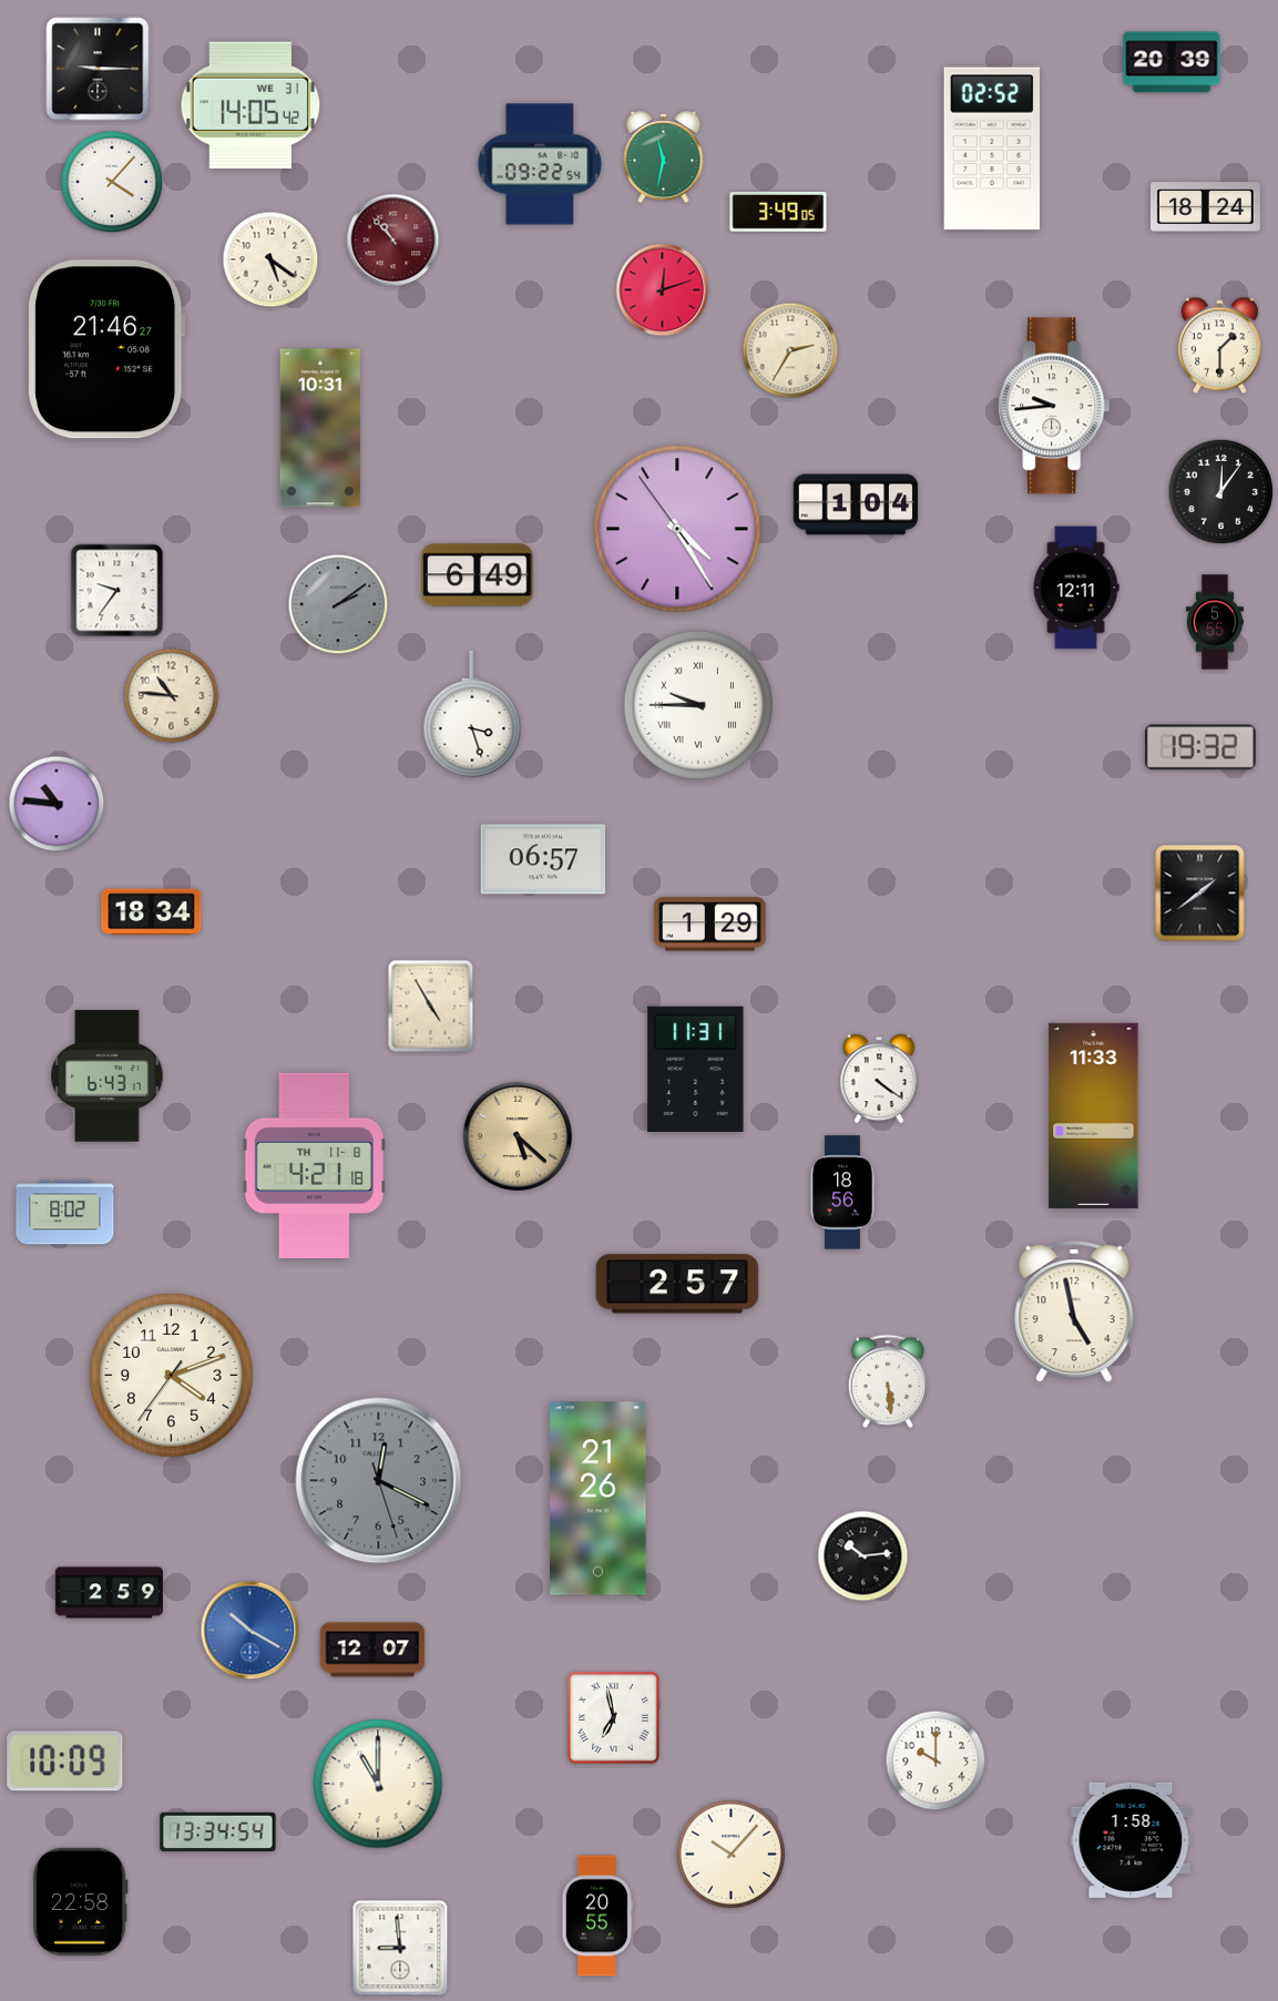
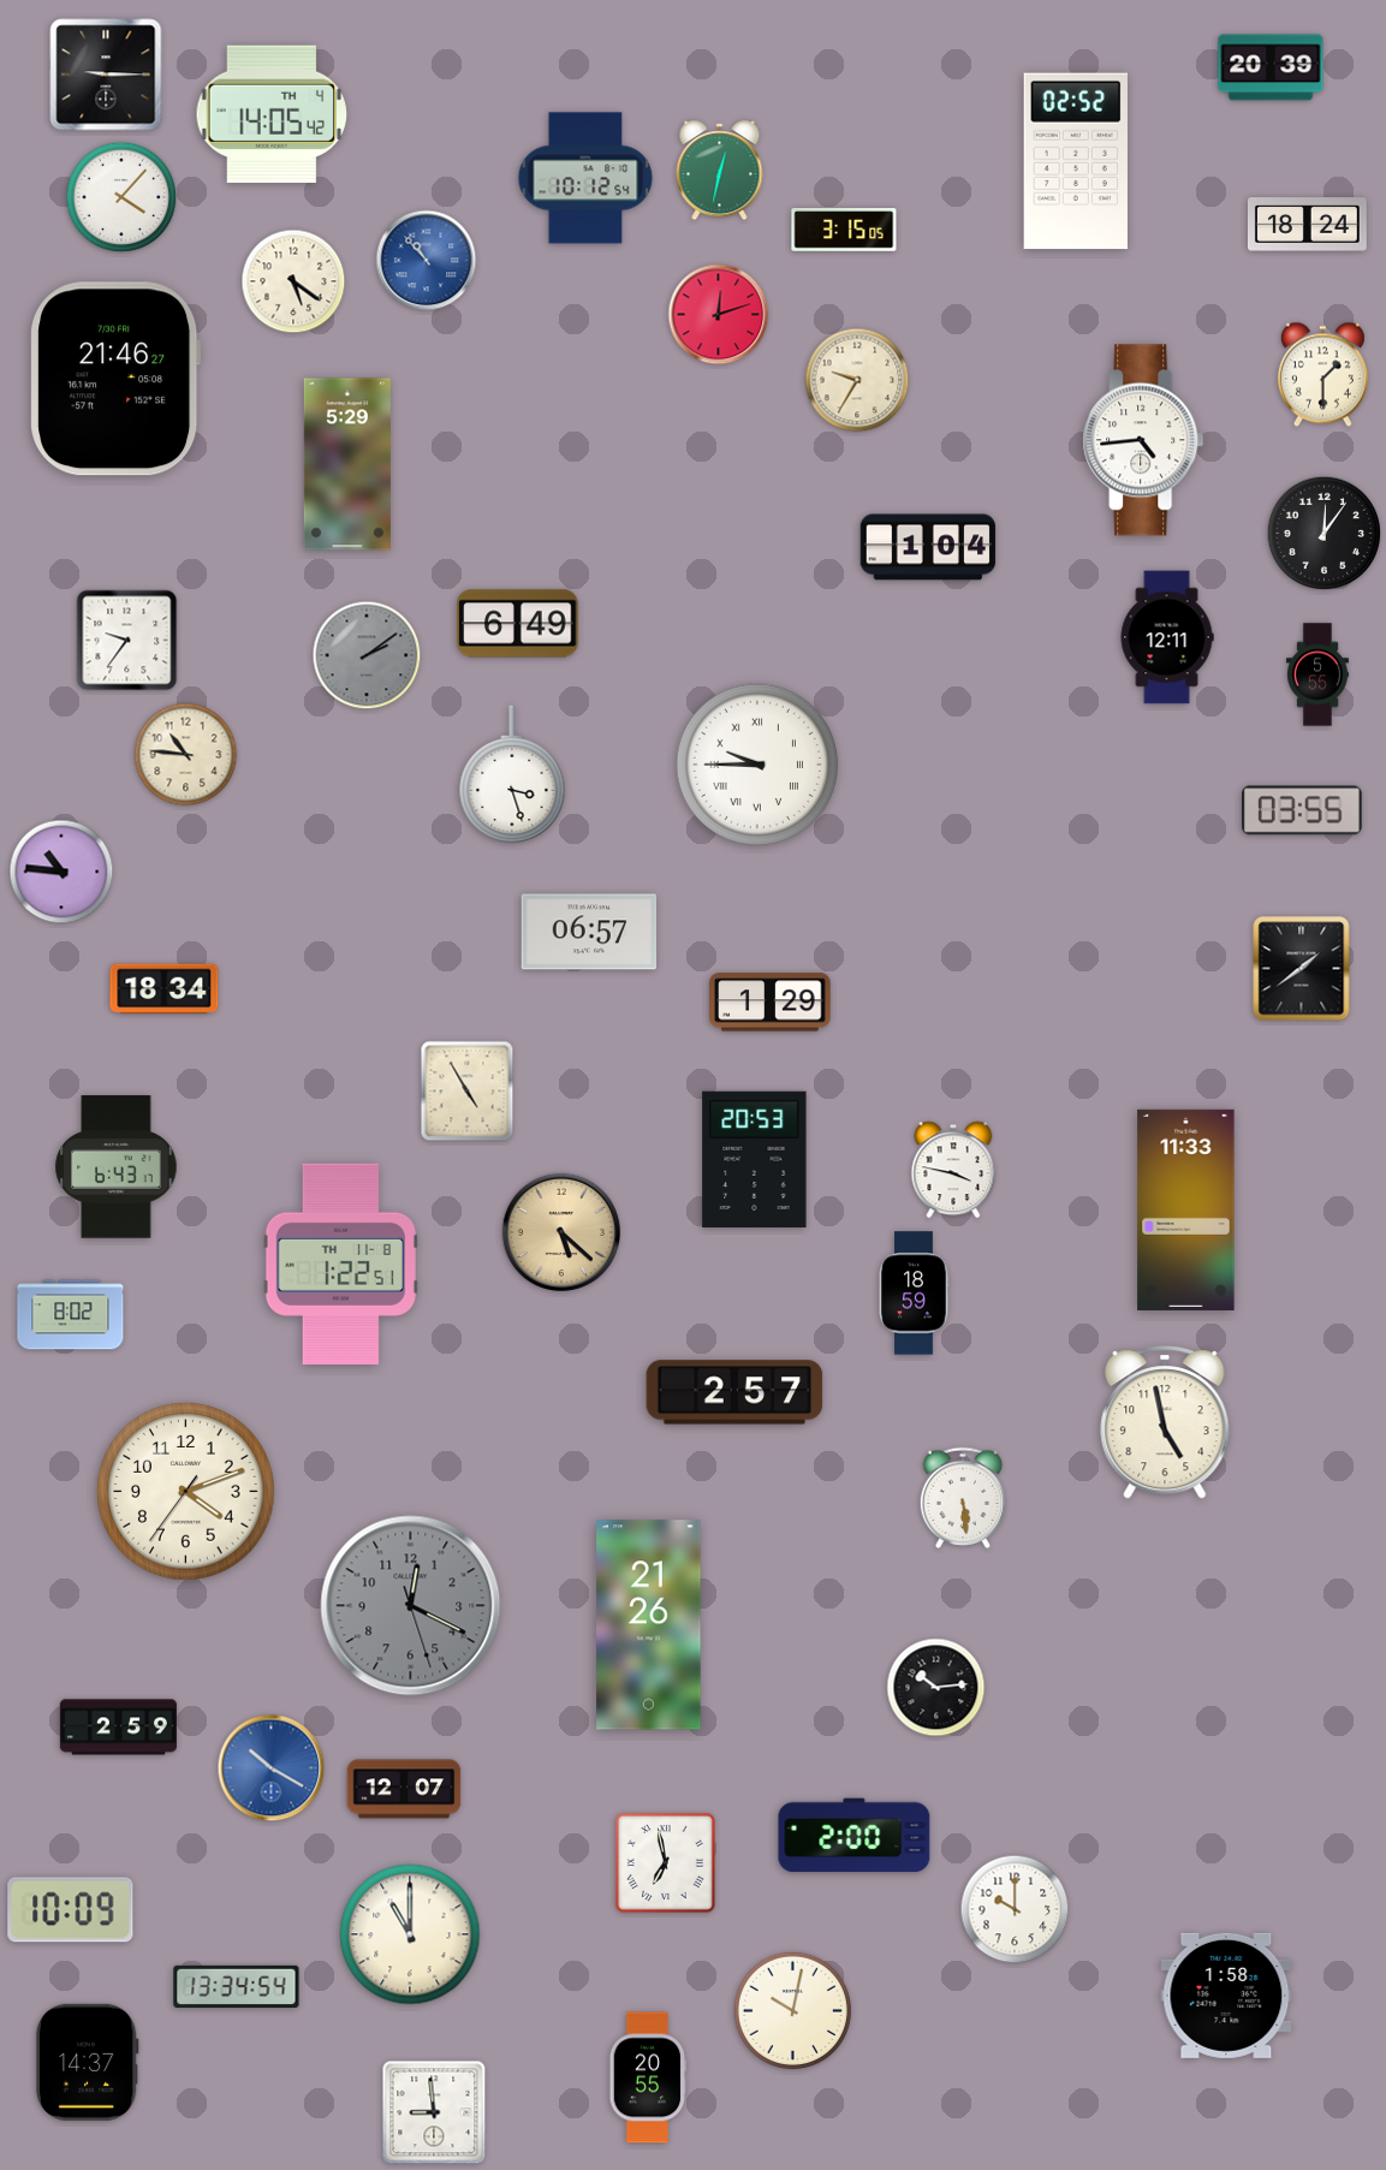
clock at (251, 105) date: WE 31 -> TH 4
clock at (664, 157): 11:32 -> 12:32
clock at (540, 164): 09:22 -> 10:12
clock at (778, 213): 3:49 -> 3:15
clock at (393, 241) dial: burgundy -> blue
clock at (790, 350): 2:35 -> 9:35
clock at (1054, 406): 9:44 -> 4:44
clock at (320, 428): 10:31 -> 5:29
clock at (677, 529): 4:24 -> none
clock at (1202, 747): 19:32 -> 03:55
clock at (696, 1069): 11:31 -> 20:53
clock at (879, 1079): 4:21 -> 3:47
clock at (314, 1165): 4:21 -> 1:22
clock at (842, 1193): 18:56 -> 18:59
clock at (855, 1836): none -> 2:00
clock at (730, 1854): 10:07 -> 10:02
clock at (80, 1901): 22:58 -> 14:37
